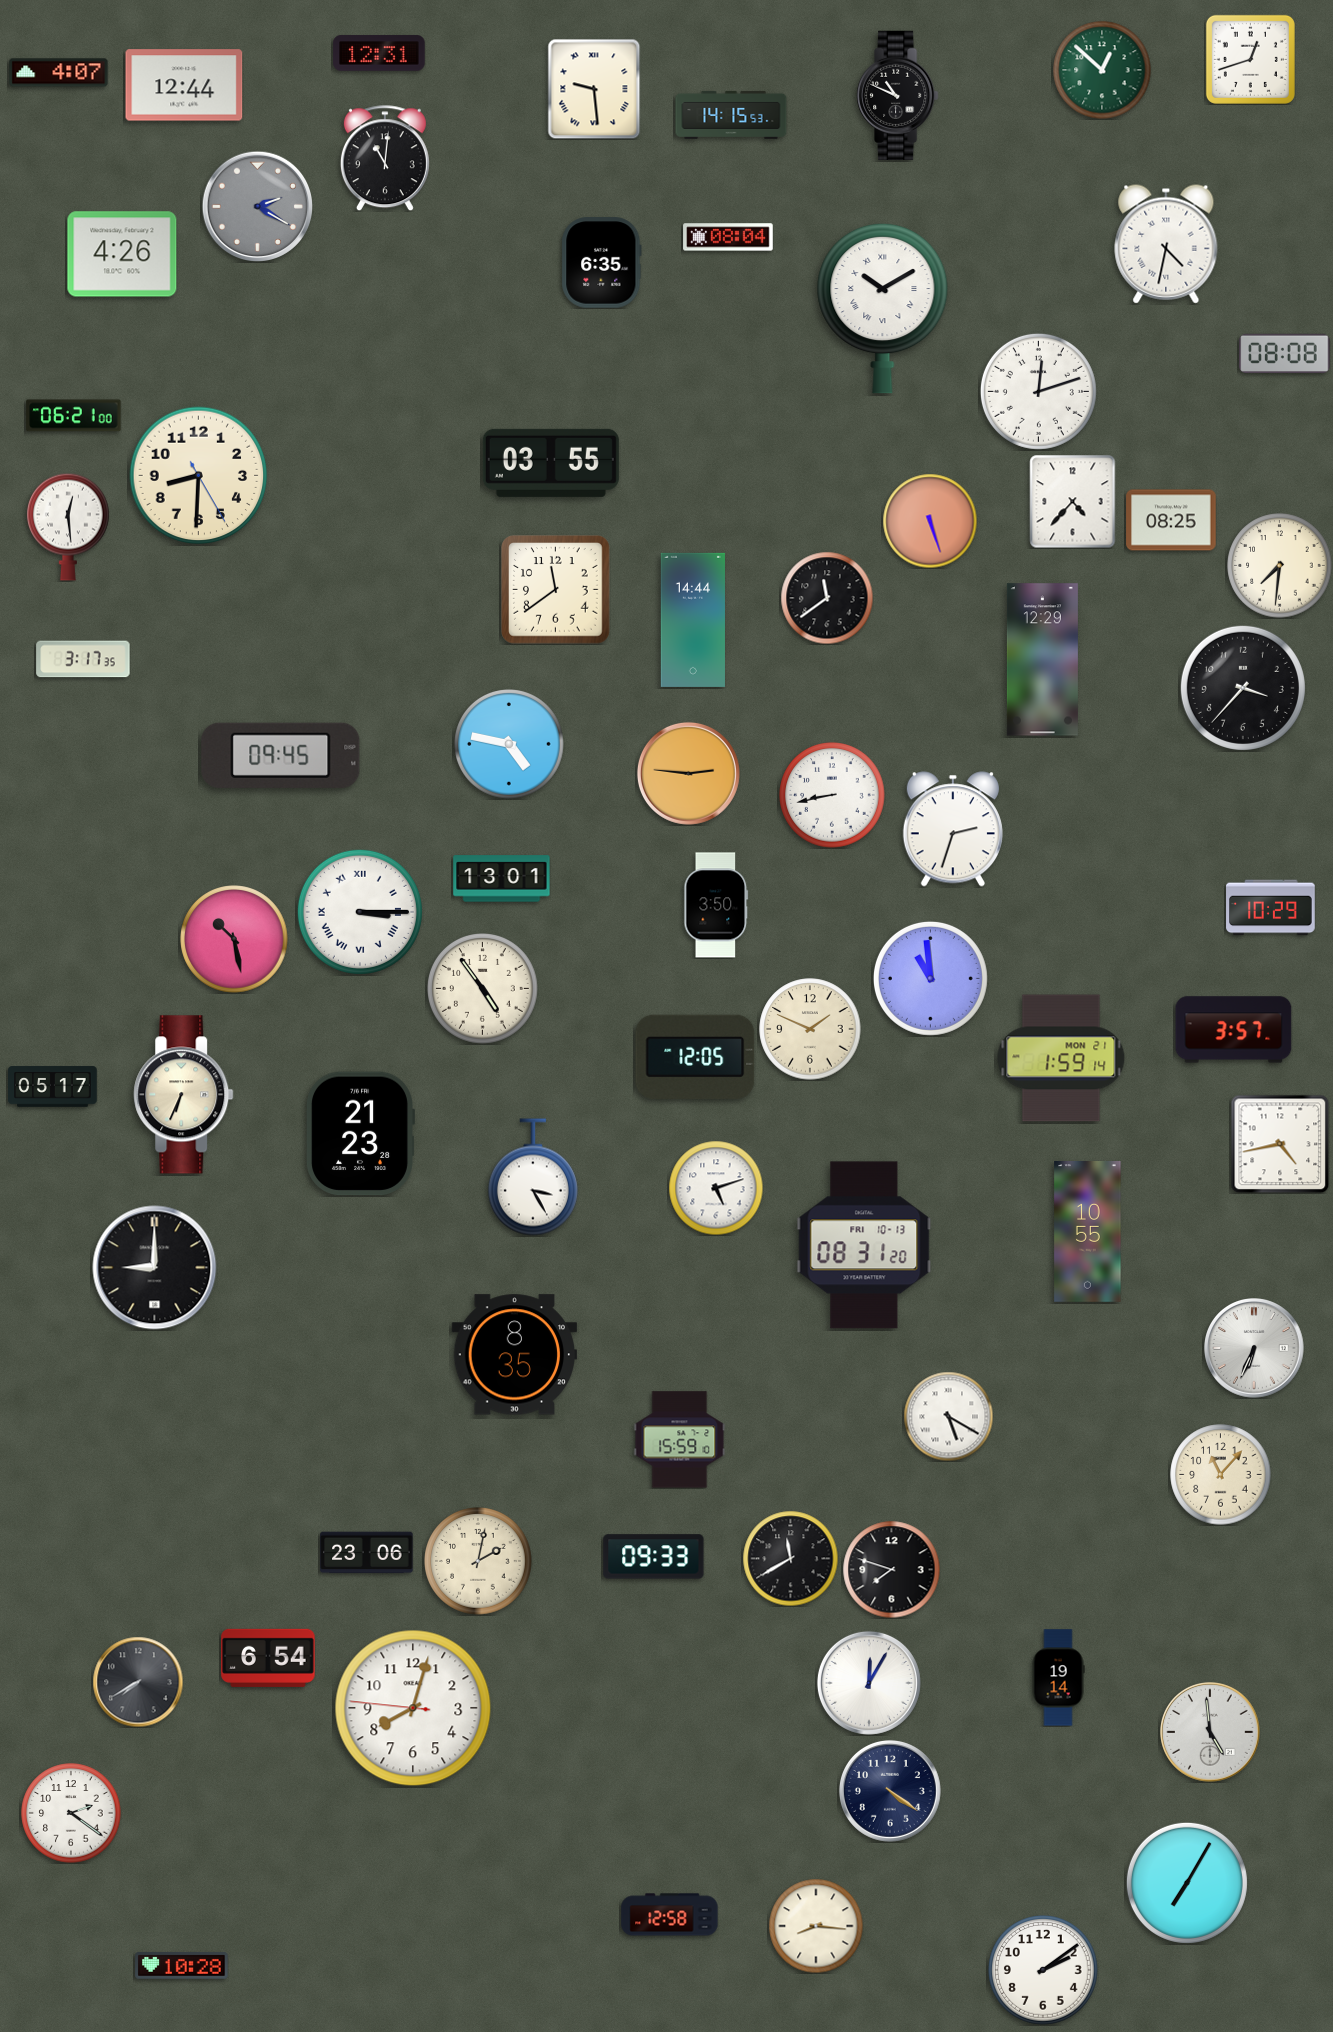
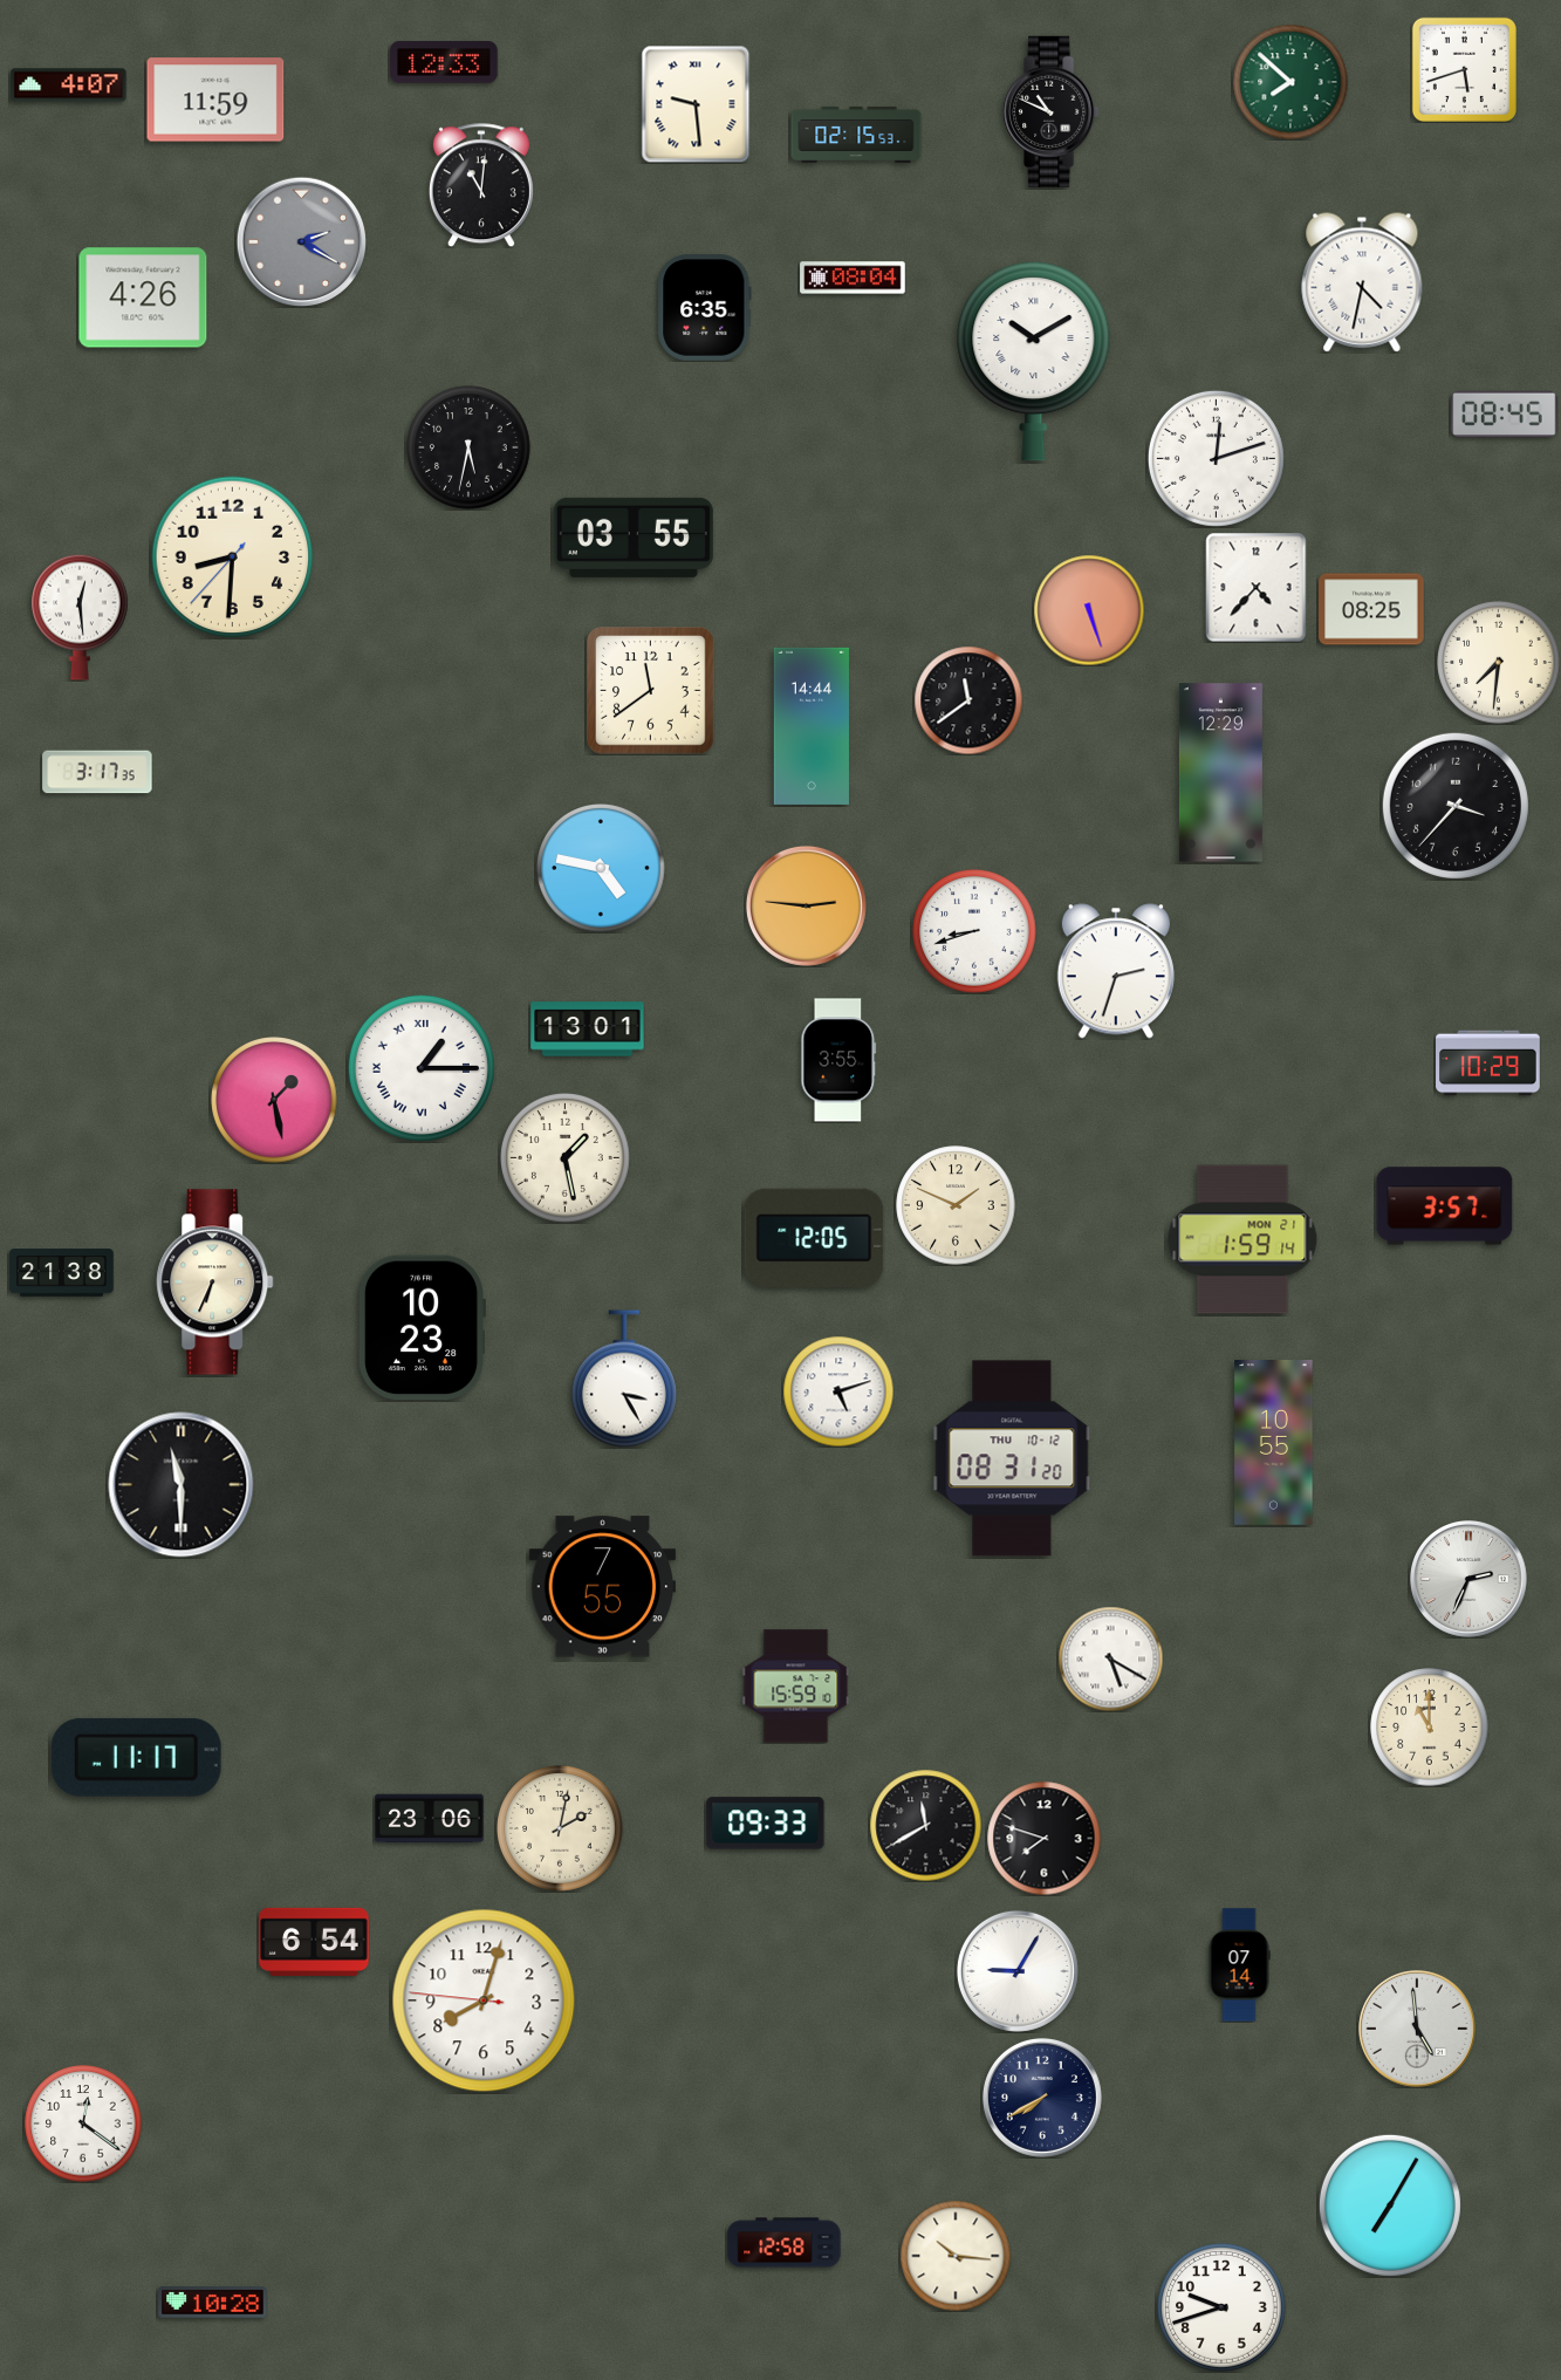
clock at (379, 53): 12:31 -> 12:33
clock at (1250, 59): 12:42 -> 5:42
clock at (1102, 70): 12:52 -> 7:52
clock at (184, 85): 12:44 -> 11:59
clock at (731, 115): 14:15 -> 02:15
clock at (385, 158) position: (385, 158) -> (481, 185)
clock at (1166, 244) position: (1166, 244) -> (1362, 282)
clock at (1285, 353): 08:08 -> 08:45
clock at (468, 447): none -> 5:32
clock at (74, 416): 06:21 -> none
clock at (551, 463) position: (551, 463) -> (634, 538)
clock at (199, 476): 8:30:25 -> 8:30:37
clock at (510, 745) position: (510, 745) -> (602, 869)
clock at (281, 755): 09:45 -> none
clock at (832, 795): 8:43 -> 8:42
clock at (716, 905): 3:50 -> 3:55
clock at (360, 912): 3:15 -> 1:15
clock at (234, 939): 10:28 -> 1:28
clock at (930, 978): 10:59 -> none
clock at (483, 989): 4:54 -> 1:28
clock at (810, 1029) position: (810, 1029) -> (956, 1205)
clock at (53, 1087): 05:17 -> 21:38
clock at (359, 1134): 21:23 -> 10:23
clock at (1280, 1144): 4:43 -> none
clock at (864, 1245) date: FRI 10-13 -> THU 10-12
clock at (155, 1268): 9:00 -> 11:30
clock at (1255, 1349): 6:34 -> 2:34
clock at (515, 1355): 8:35 -> 7:55
clock at (1221, 1475): 11:07 -> 11:00
clock at (136, 1757): none -> 11:17
clock at (1058, 1678): 19:14 -> 07:14
clock at (138, 1682): 7:40 -> none
clock at (869, 1683): 12:05 -> 9:05
clock at (890, 1791): 4:21 -> 7:40
clock at (71, 1813): 2:21 -> 12:21
clock at (816, 1926): 8:16 -> 10:16
clock at (1044, 1971): 2:09 -> 9:42
